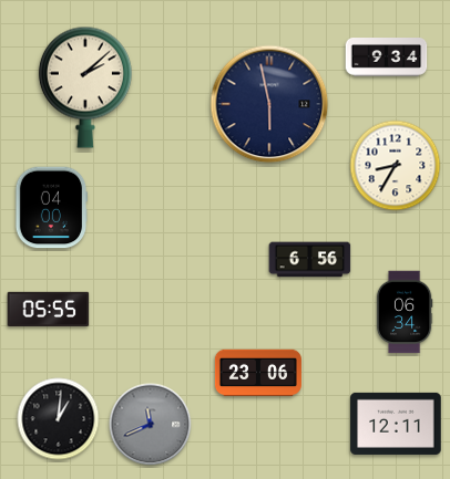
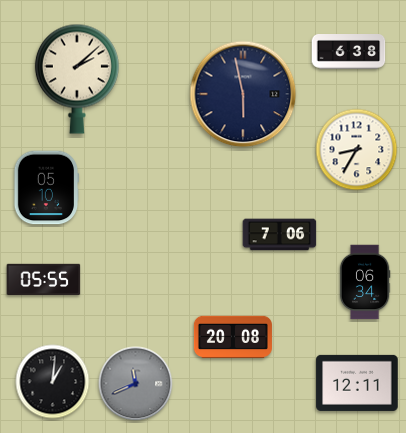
clock at (387, 58): 9:34 -> 6:38
clock at (51, 208): 04:00 -> 05:10
clock at (310, 260): 6:56 -> 7:06
clock at (258, 373): 23:06 -> 20:08
clock at (59, 419) position: (59, 419) -> (53, 382)
